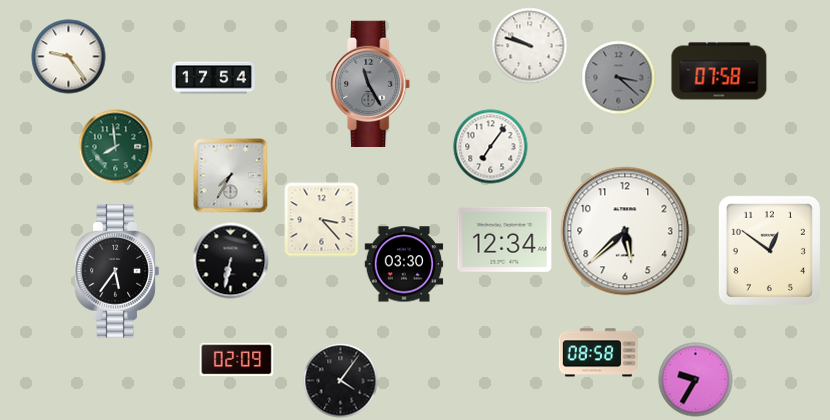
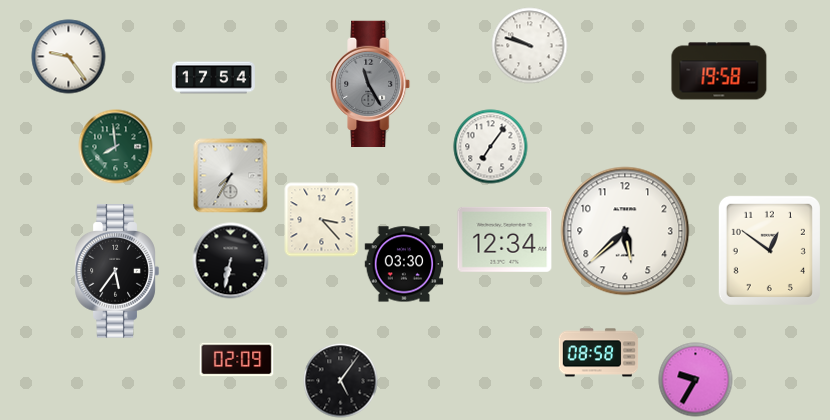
clock at (719, 71): 07:58 -> 19:58
clock at (619, 78): 3:22 -> none
clock at (341, 381): 4:06 -> 5:06
